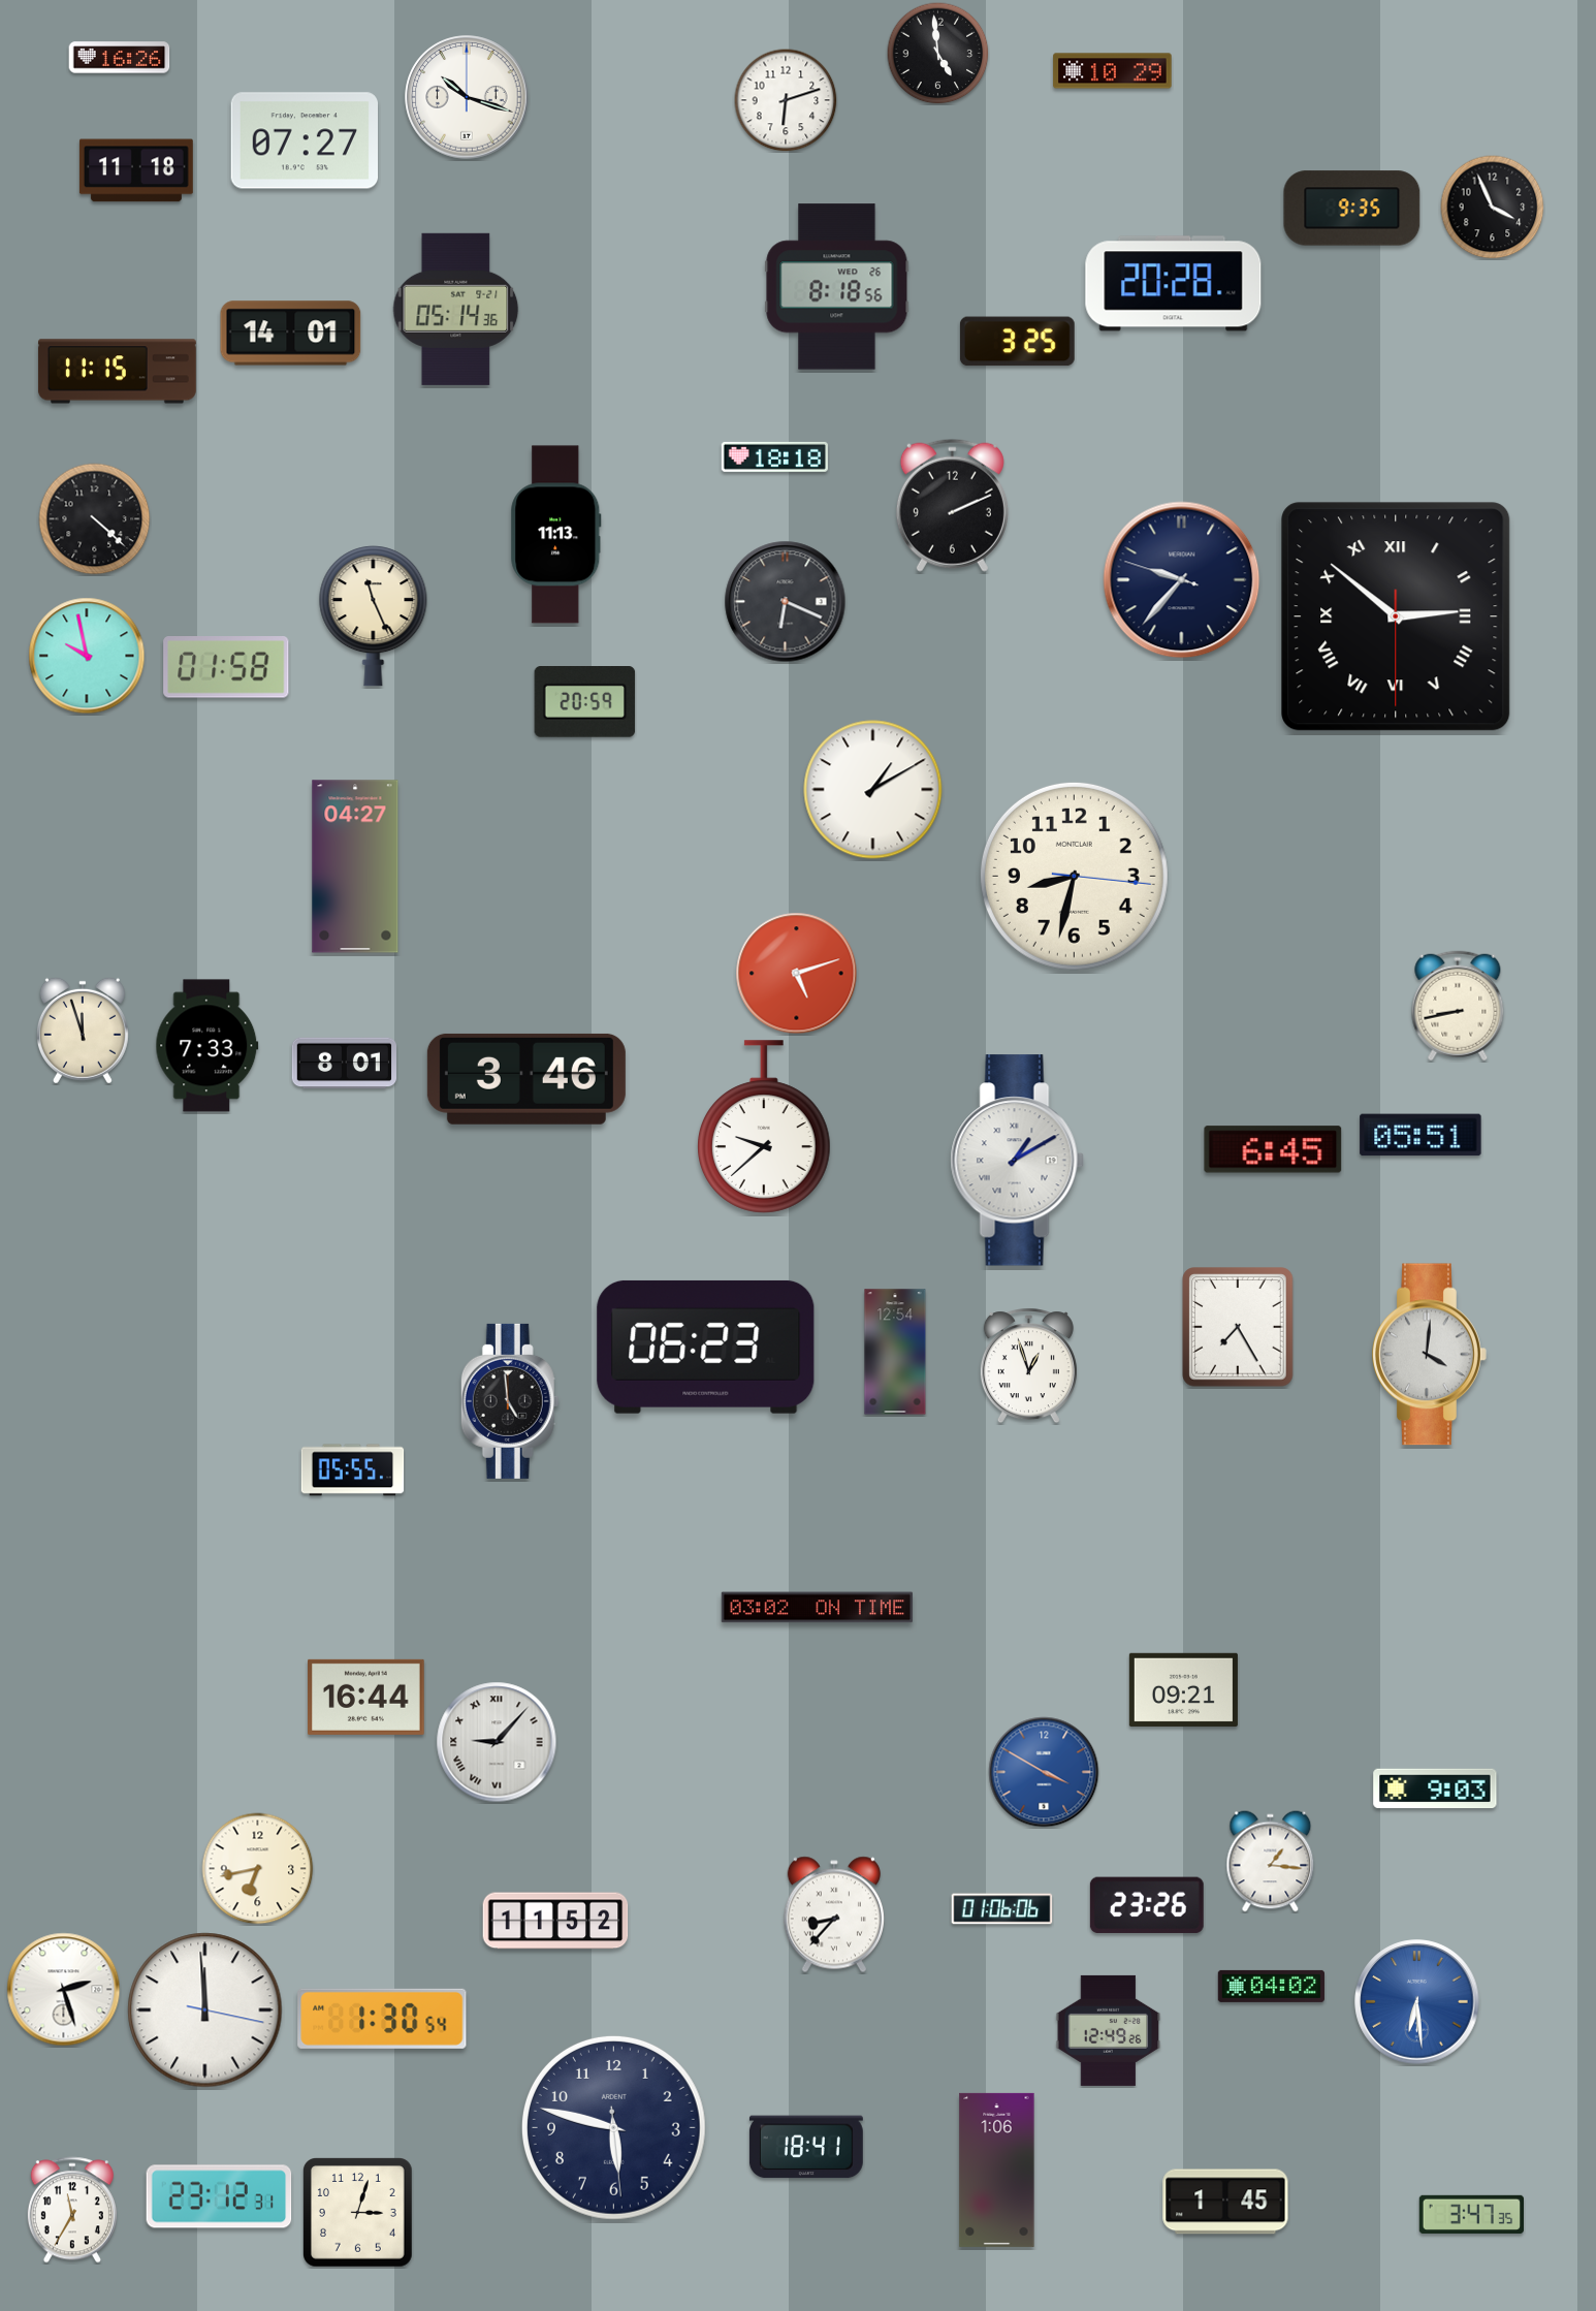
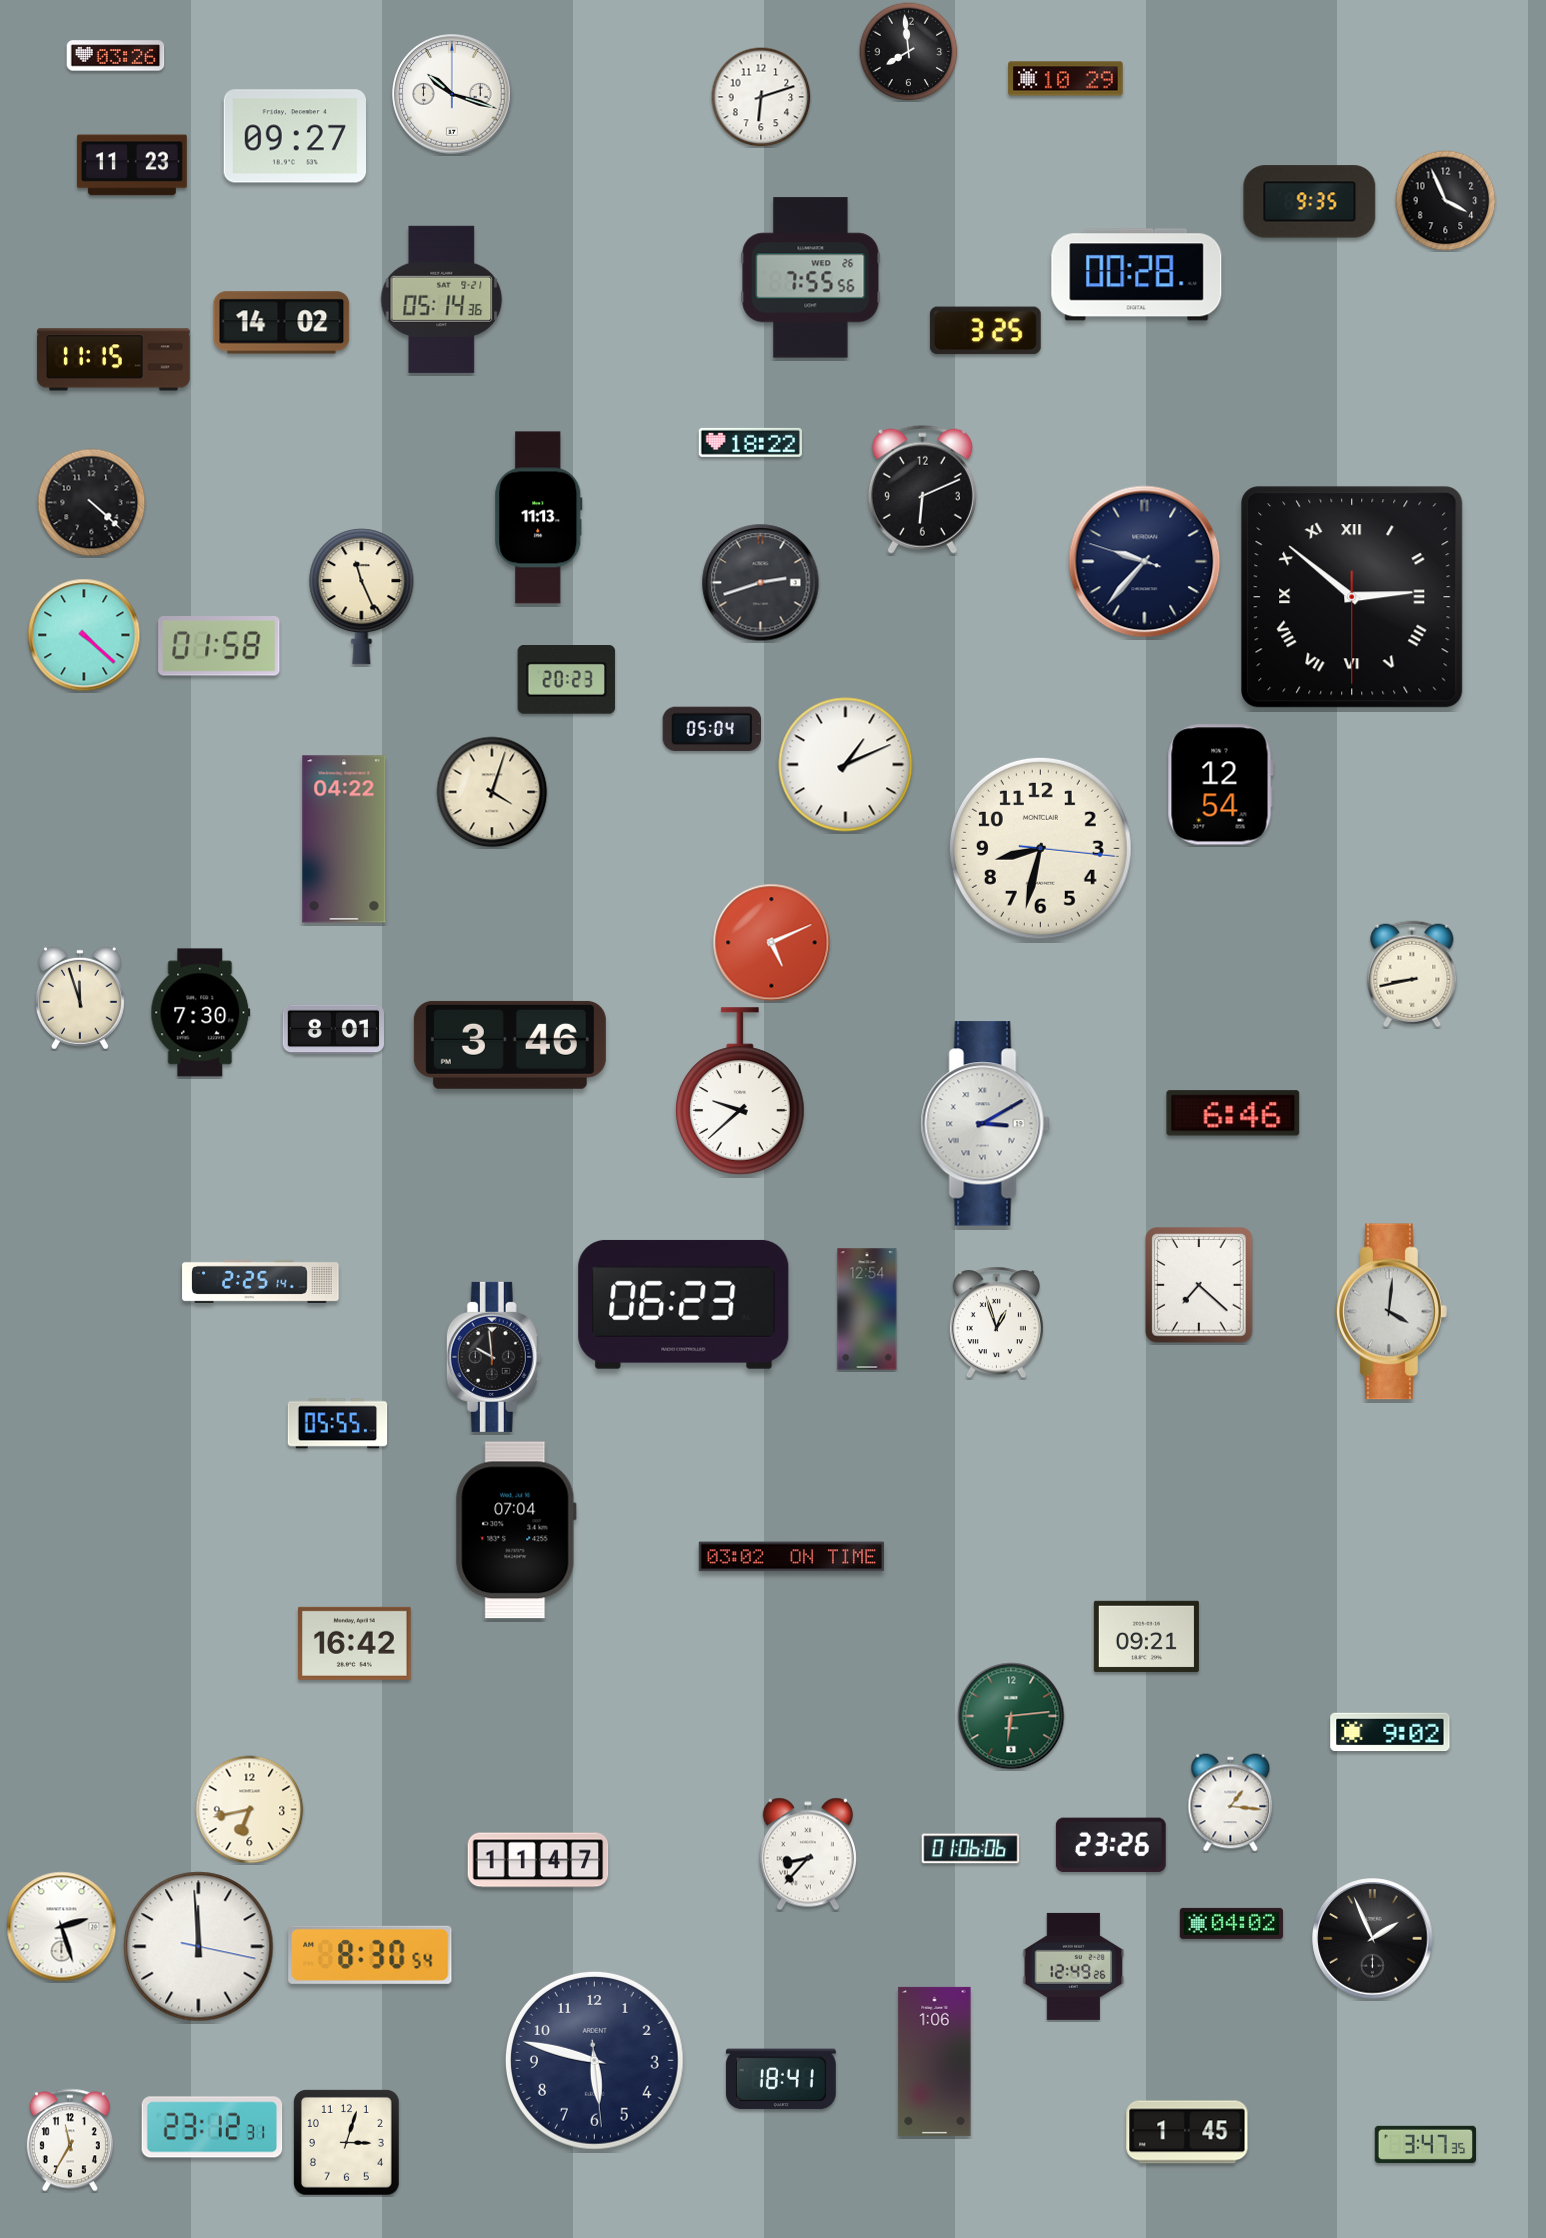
clock at (938, 54): 4:59 -> 7:59
clock at (120, 58): 16:26 -> 03:26
clock at (1113, 71) position: (1113, 71) -> (1066, 79)
clock at (304, 140): 07:27 -> 09:27
clock at (136, 170): 11:18 -> 11:23
clock at (1174, 284): 20:28 -> 00:28
clock at (837, 287): 8:18 -> 7:55
clock at (291, 334): 14:01 -> 14:02
clock at (774, 456): 18:18 -> 18:22
clock at (952, 505): 2:11 -> 6:11
clock at (786, 602): 6:19 -> 2:42
clock at (87, 656): 9:58 -> 4:22
clock at (585, 702): 20:59 -> 20:23
clock at (712, 728): none -> 05:04
clock at (873, 790): 1:10 -> 1:11
clock at (1220, 785): none -> 12:54
clock at (492, 792): none -> 4:03
clock at (355, 866): 04:27 -> 04:22
clock at (797, 974): 5:12 -> 5:11
clock at (208, 1046): 7:33 -> 7:30
clock at (1421, 1135): 05:51 -> none
clock at (1273, 1149): 6:45 -> 6:46
clock at (1017, 1161): 1:10 -> 3:10
clock at (261, 1281): none -> 2:25
clock at (1238, 1327): 7:25 -> 7:22
clock at (1430, 1355) position: (1430, 1355) -> (1392, 1312)
clock at (510, 1401): 4:59 -> 9:59
clock at (353, 1470) position: (353, 1470) -> (338, 1424)
clock at (516, 1530): none -> 07:04
clock at (366, 1697): 16:44 -> 16:42
clock at (497, 1742): 9:07 -> none
clock at (1044, 1772): 3:50 -> 6:14
clock at (1044, 1772) dial: blue -> green
clock at (1435, 1787): 9:03 -> 9:02
clock at (555, 1921): 11:52 -> 11:47
clock at (1417, 2002): 6:29 -> 1:56
clock at (1417, 2002) dial: blue -> black
clock at (382, 2019): 1:30 -> 8:30
clock at (997, 2170) position: (997, 2170) -> (935, 2061)
